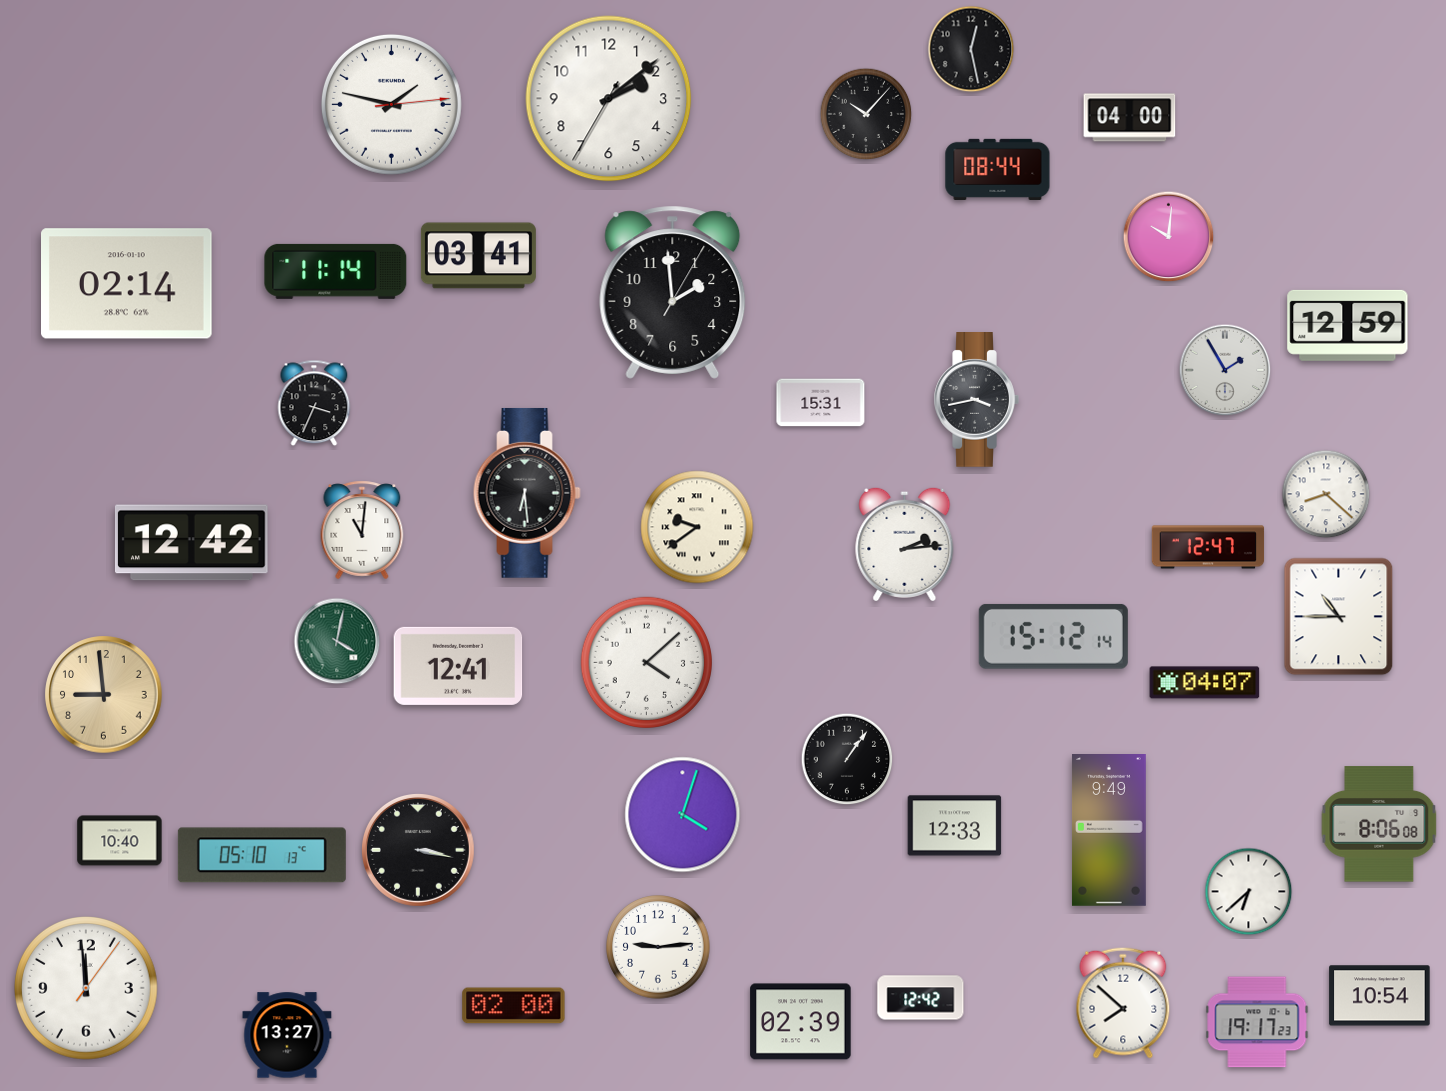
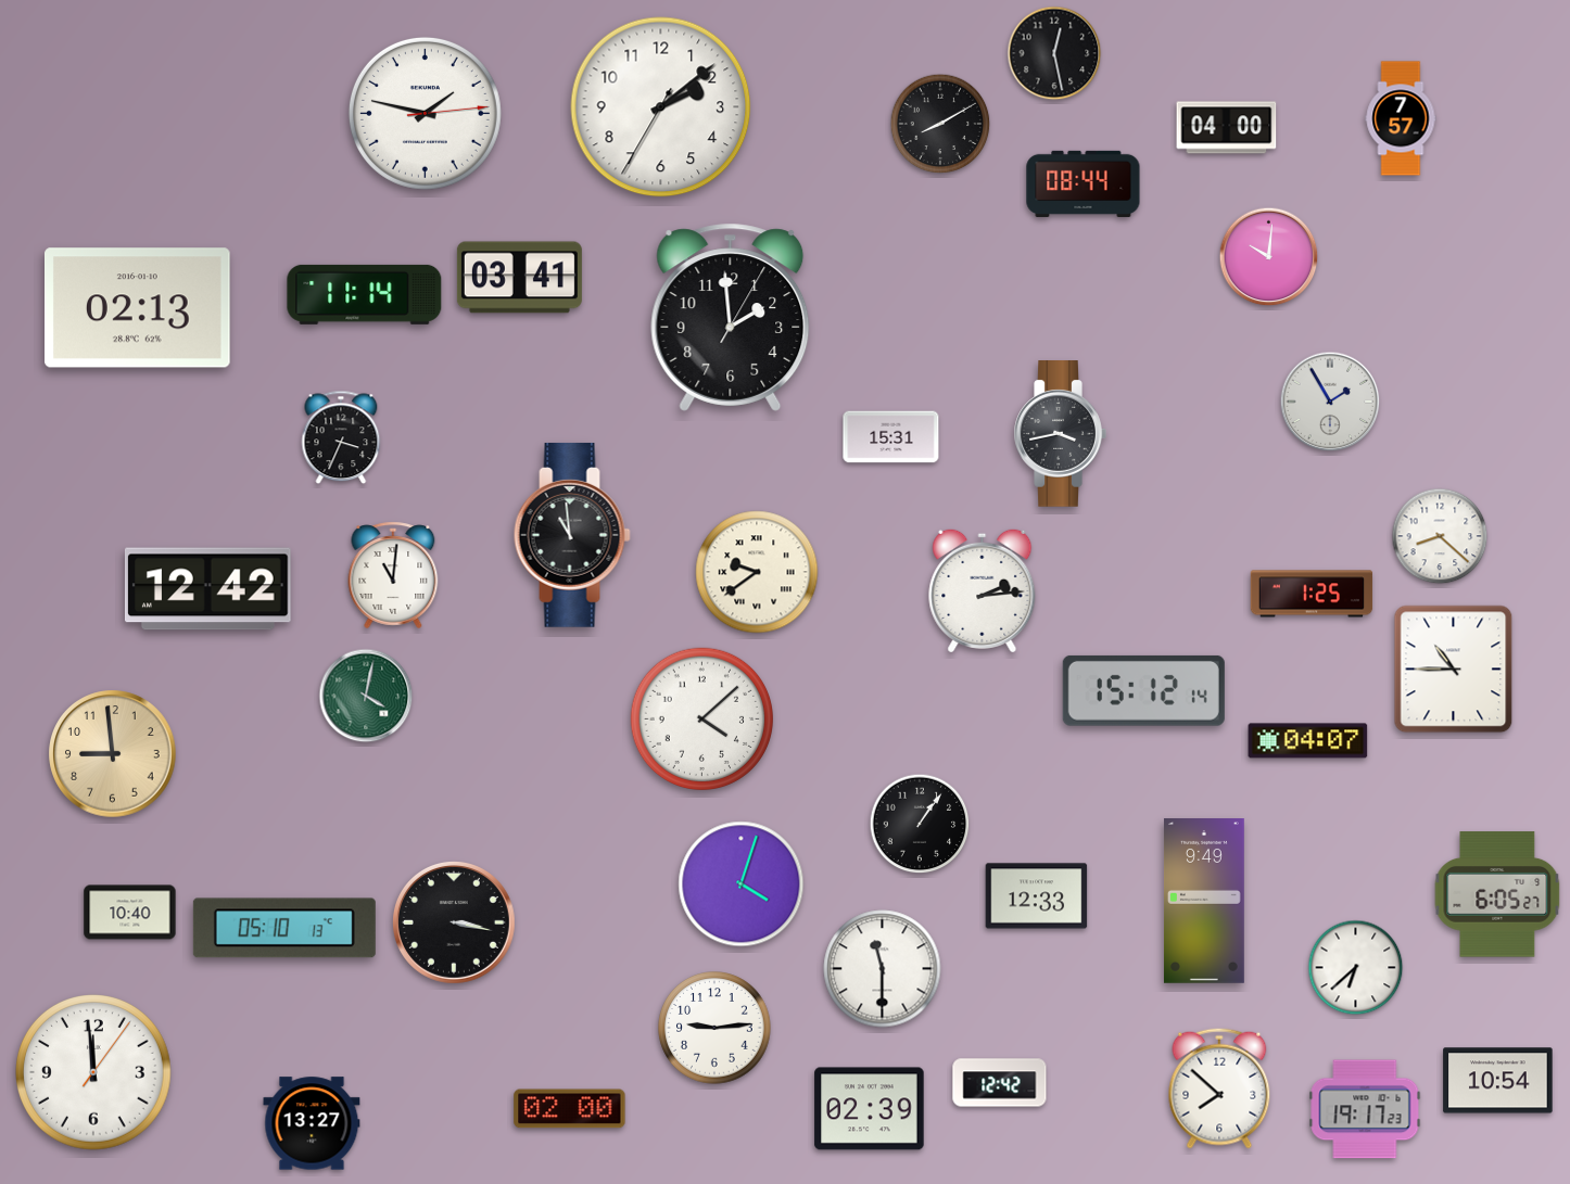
clock at (1401, 118): none -> 7:57
clock at (866, 114): 10:07 -> 8:10
clock at (127, 284): 02:14 -> 02:13
clock at (1348, 325): 12:59 -> none
clock at (527, 493): 6:29 -> 10:59
clock at (1208, 547): 12:47 -> 1:25
clock at (458, 666): 12:41 -> none
clock at (1379, 824): 8:06 -> 6:05
clock at (883, 969): none -> 11:30
clock at (514, 1006) position: (514, 1006) -> (570, 1109)
